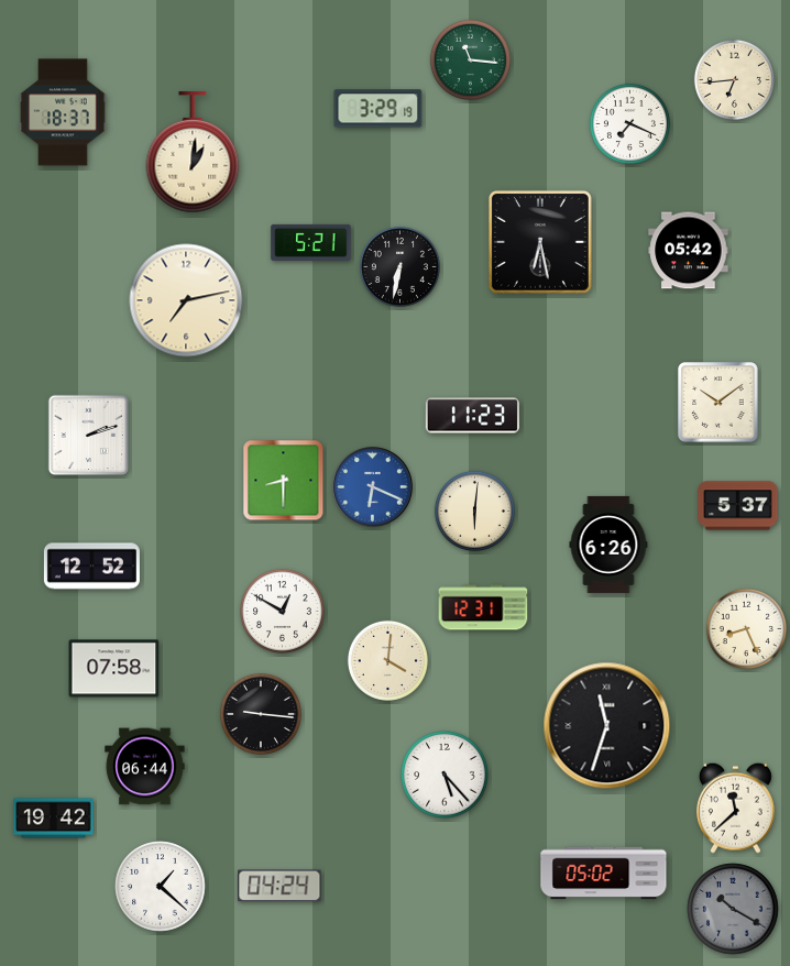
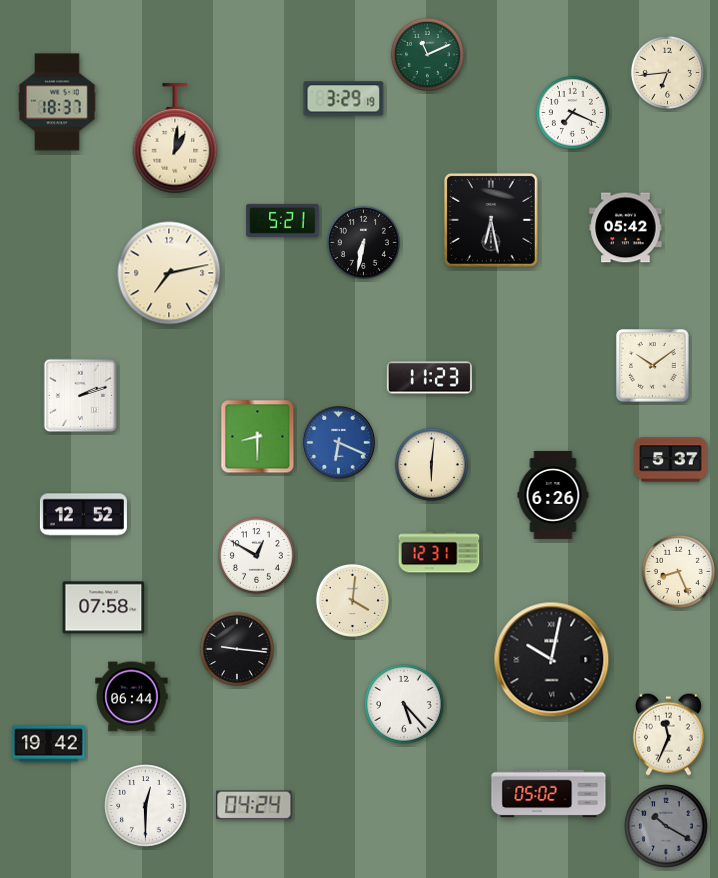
clock at (470, 59): 11:16 -> 11:11
clock at (607, 726): 11:33 -> 10:02
clock at (735, 808): 11:38 -> 11:34
clock at (161, 887): 1:22 -> 12:30
